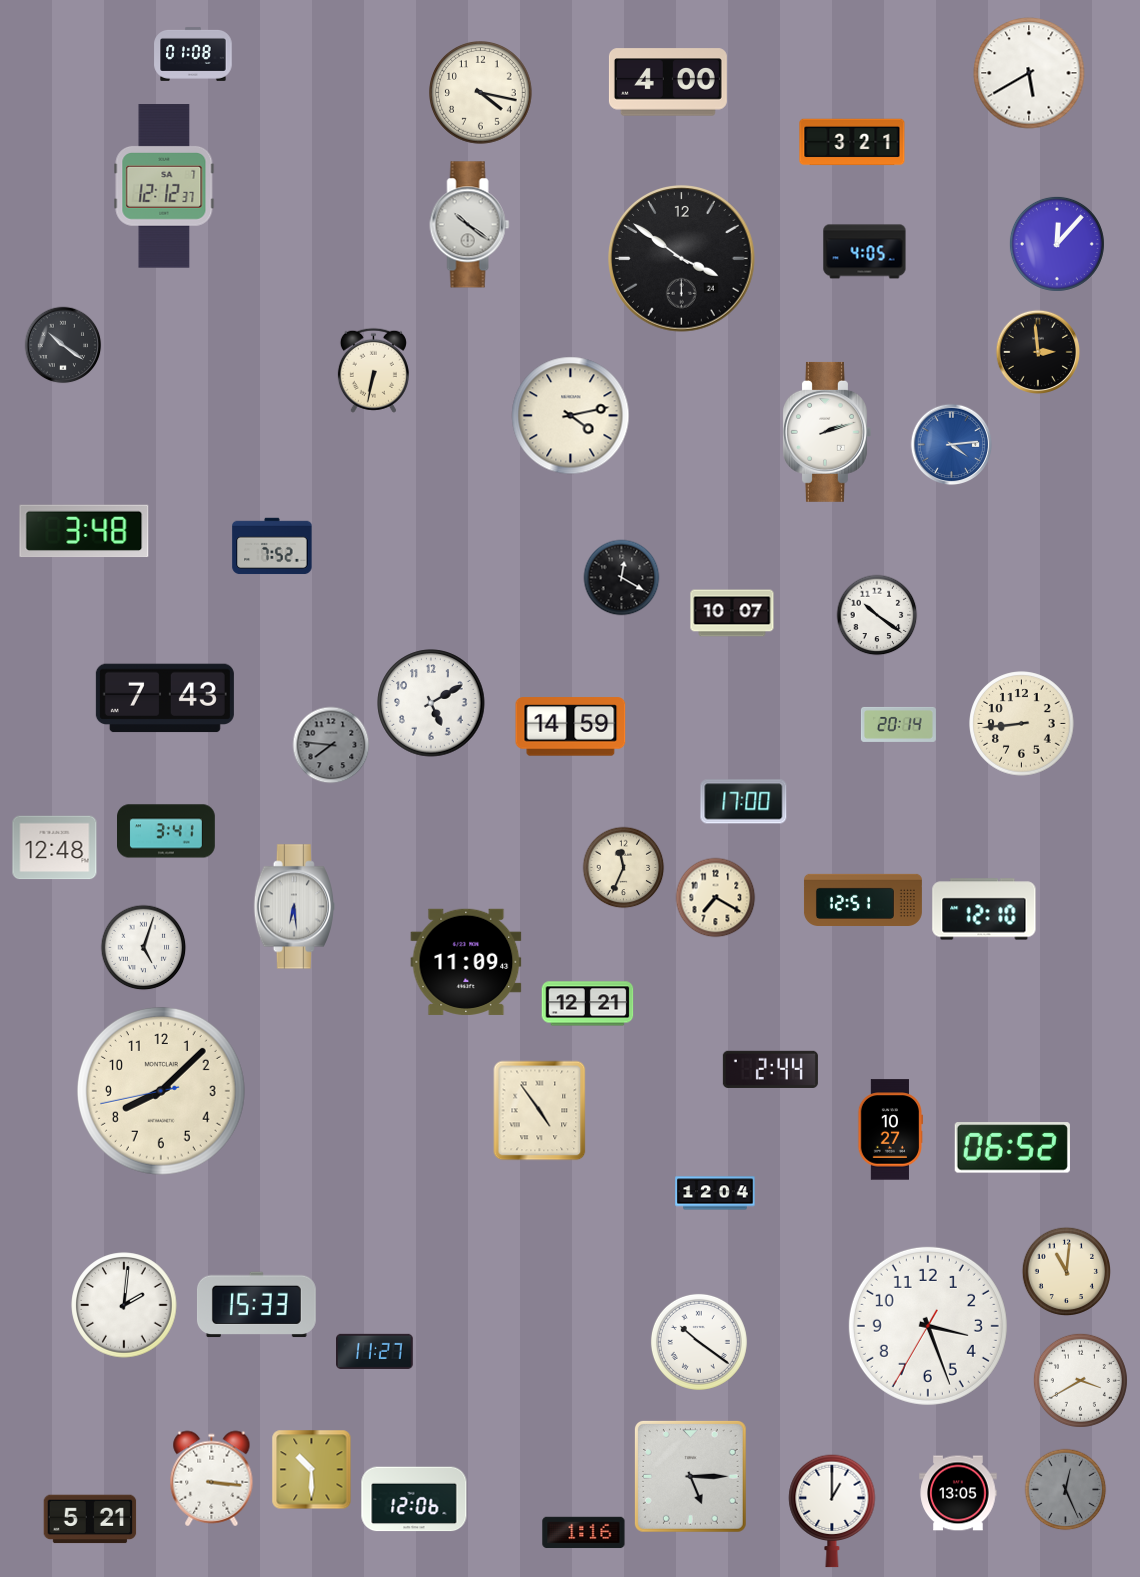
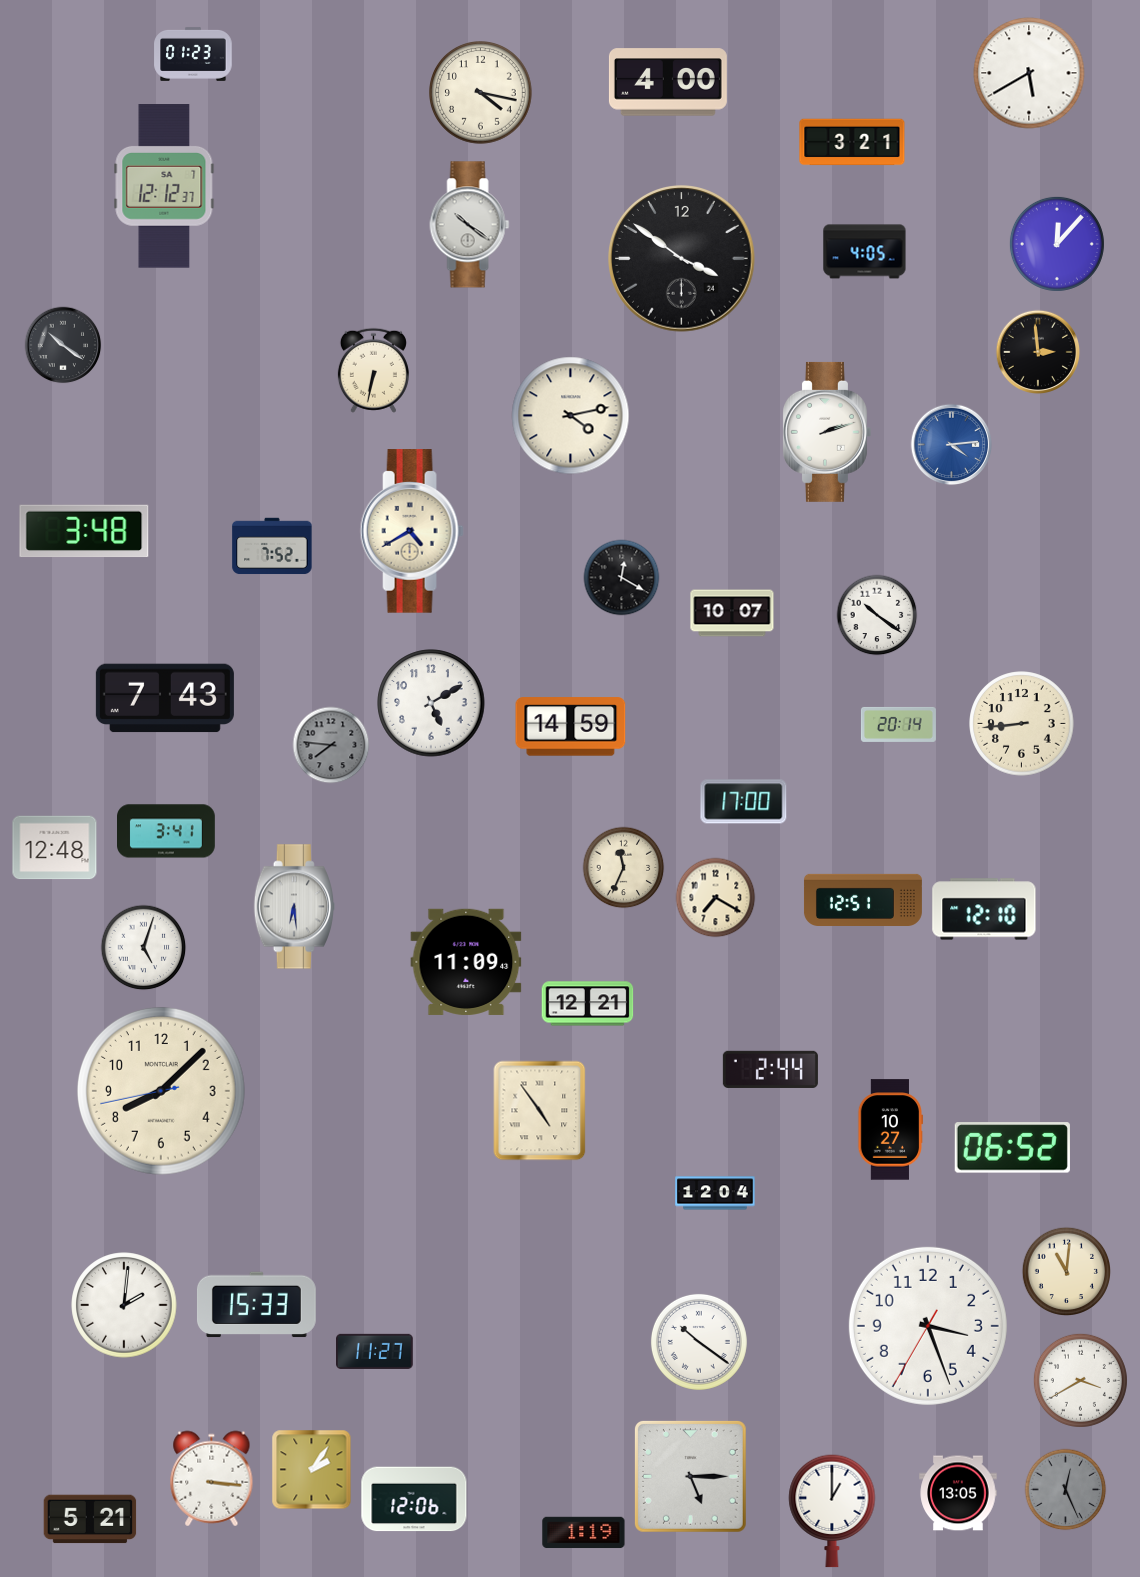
clock at (193, 54): 01:08 -> 01:23
clock at (412, 531): none -> 4:40
clock at (312, 1470): 10:30 -> 2:06
clock at (584, 1533): 1:16 -> 1:19
